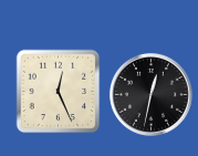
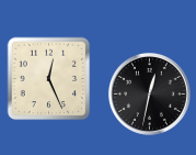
clock at (59, 92) position: (59, 92) -> (49, 79)
